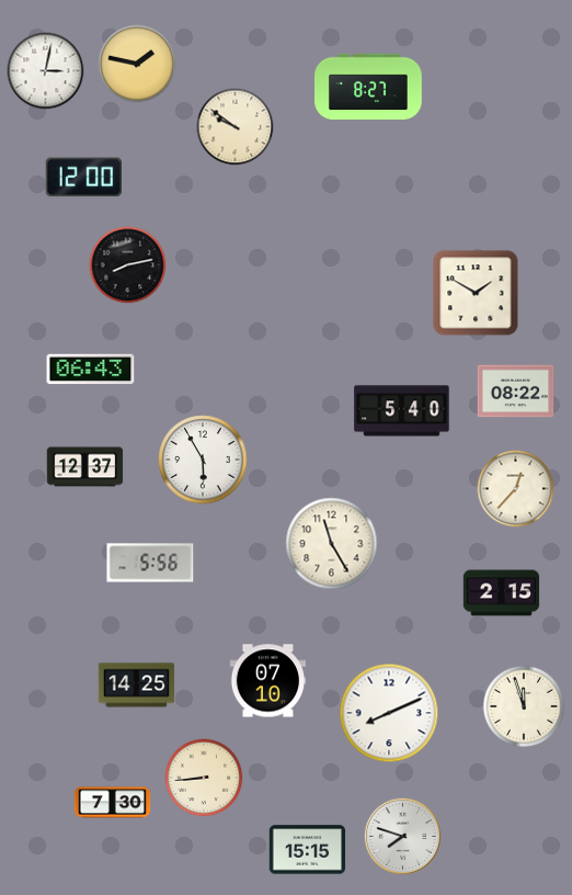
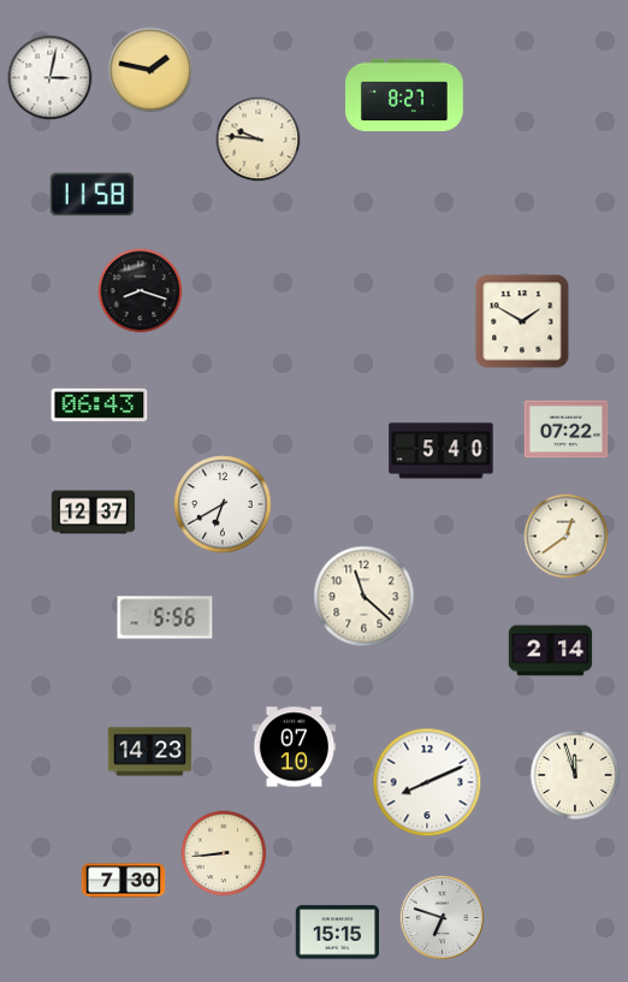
clock at (236, 127): 9:51 -> 9:46
clock at (83, 178): 12:00 -> 11:58
clock at (128, 265): 8:13 -> 8:18
clock at (516, 392): 08:22 -> 07:22
clock at (203, 460): 5:55 -> 6:40
clock at (516, 489): 12:37 -> 12:39
clock at (332, 544): 11:25 -> 11:22
clock at (502, 593): 2:15 -> 2:14
clock at (137, 686): 14:25 -> 14:23
clock at (402, 836): 7:48 -> 6:48
